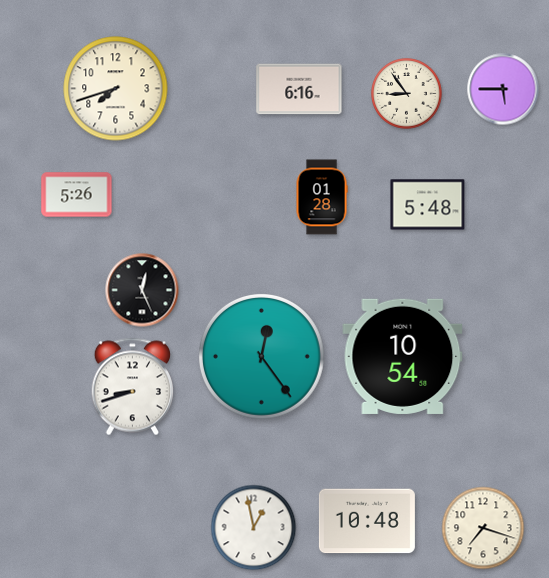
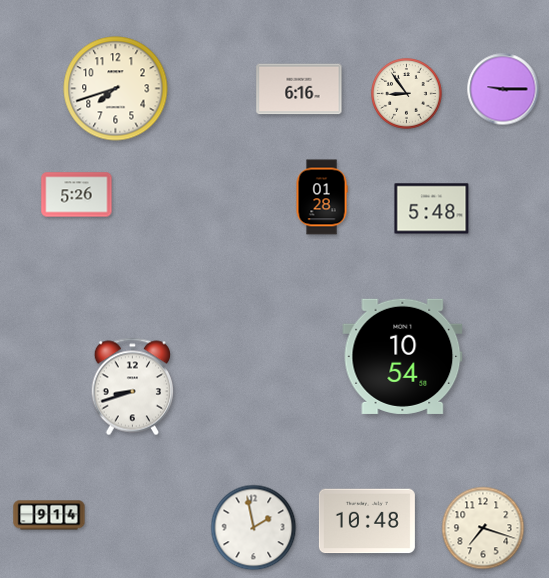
clock at (503, 89): 5:45 -> 9:15
clock at (428, 205) position: (428, 205) -> (432, 209)
clock at (142, 290): 12:26 -> none
clock at (261, 356): 12:24 -> none
clock at (49, 515): none -> 9:14
clock at (254, 528): 12:58 -> 1:58
